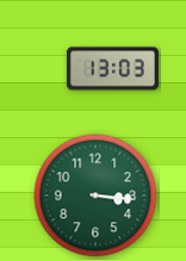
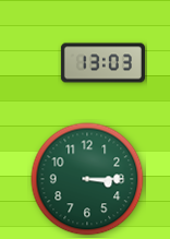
clock at (95, 195): 3:16 -> 3:15
